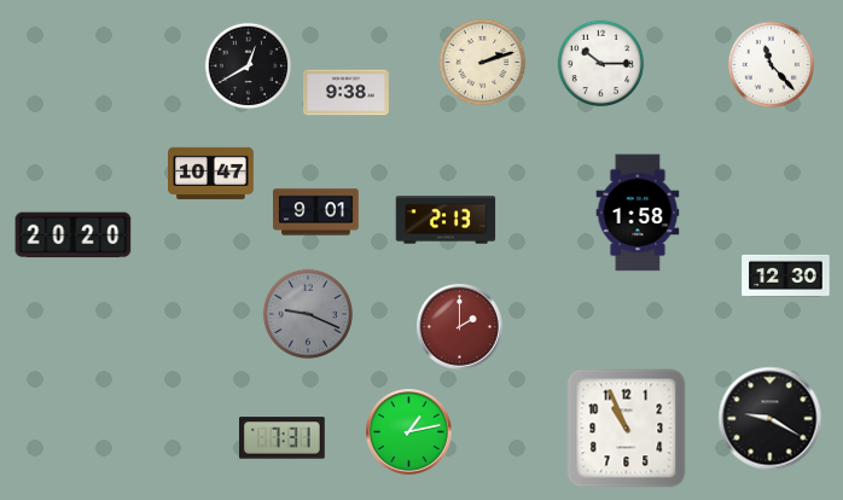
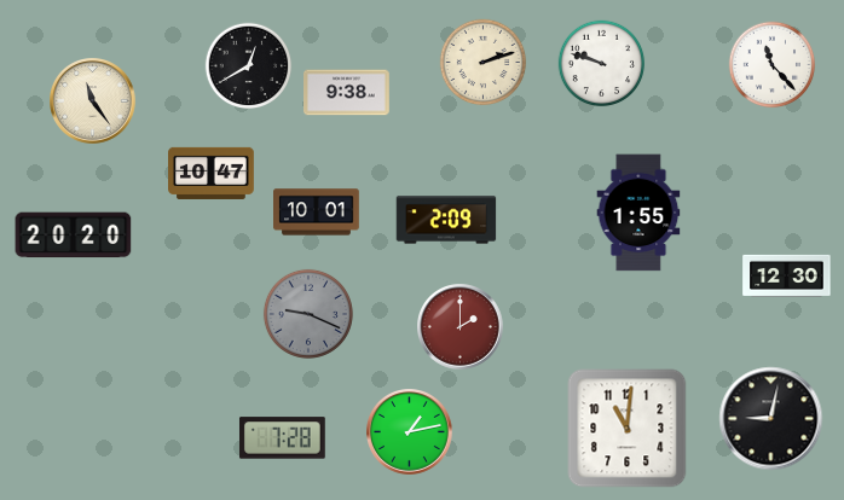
clock at (601, 64): 10:15 -> 9:48
clock at (93, 101): none -> 11:24
clock at (316, 213): 9:01 -> 10:01
clock at (638, 213): 1:58 -> 1:55
clock at (446, 220): 2:13 -> 2:09
clock at (771, 419): 9:20 -> 9:02
clock at (627, 429): 10:56 -> 11:01
clock at (281, 438): 7:31 -> 7:28
